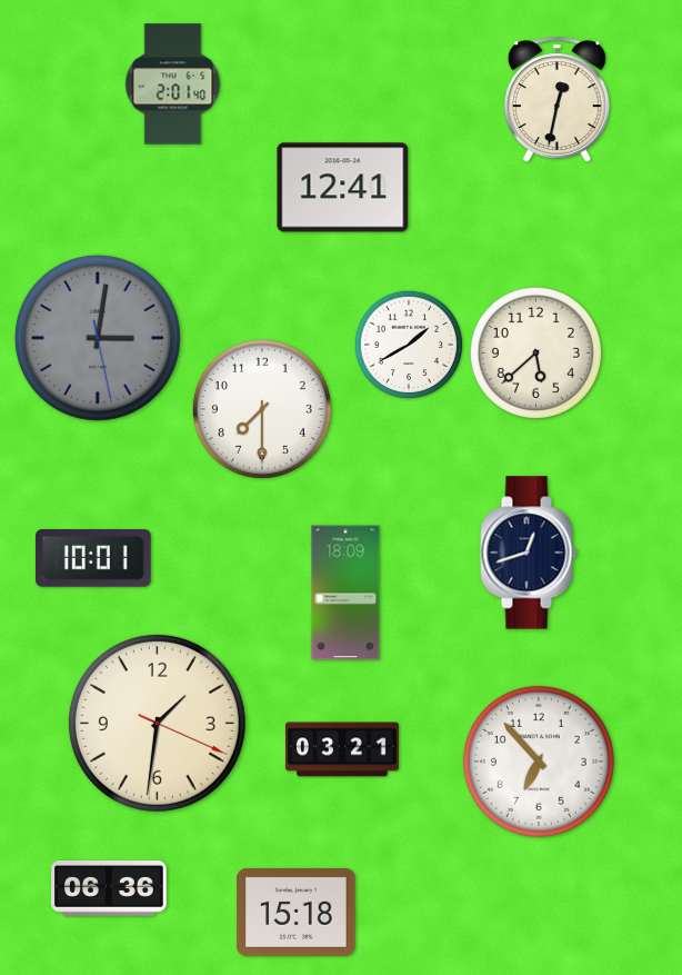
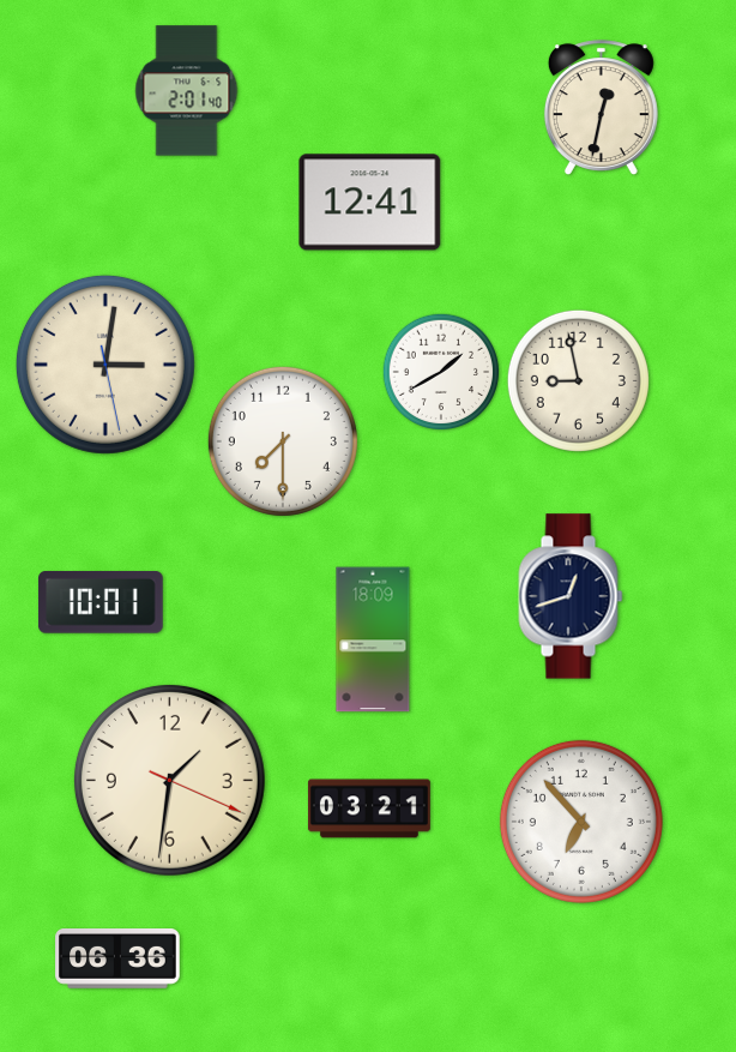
clock at (98, 338) dial: grey -> cream
clock at (535, 352): 5:38 -> 8:58
clock at (297, 912): 15:18 -> none
